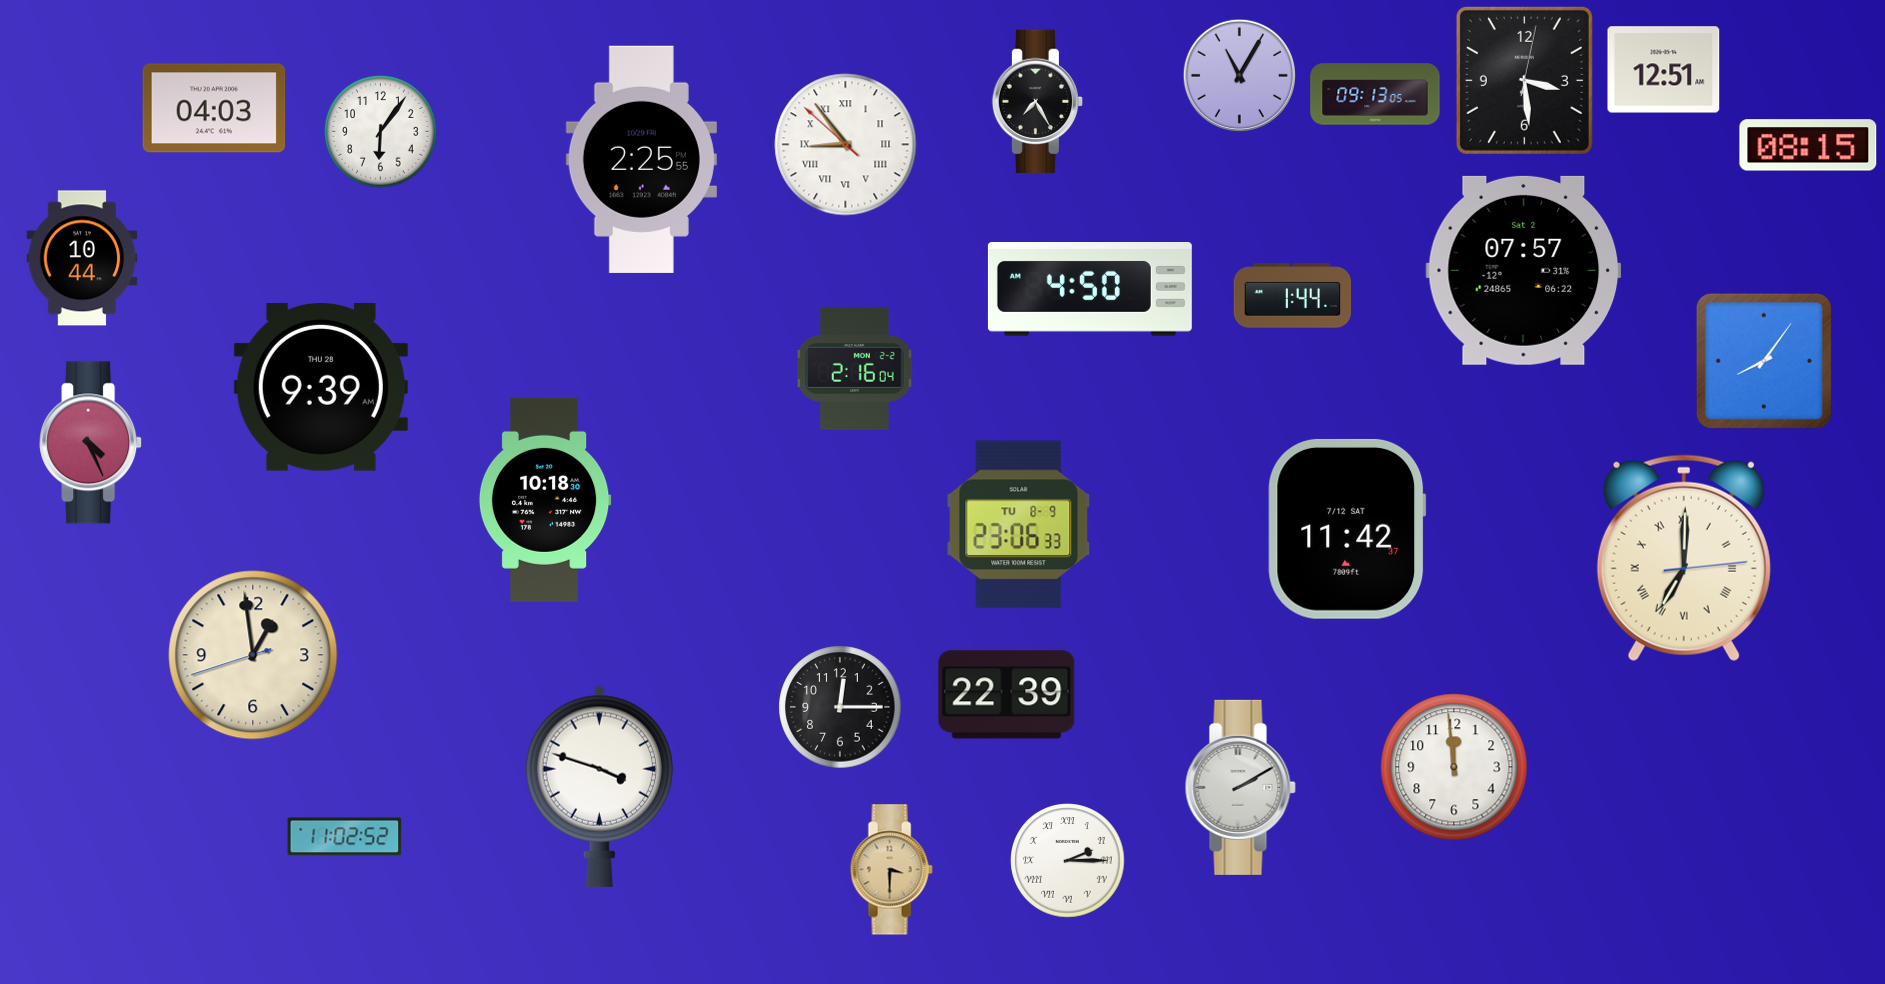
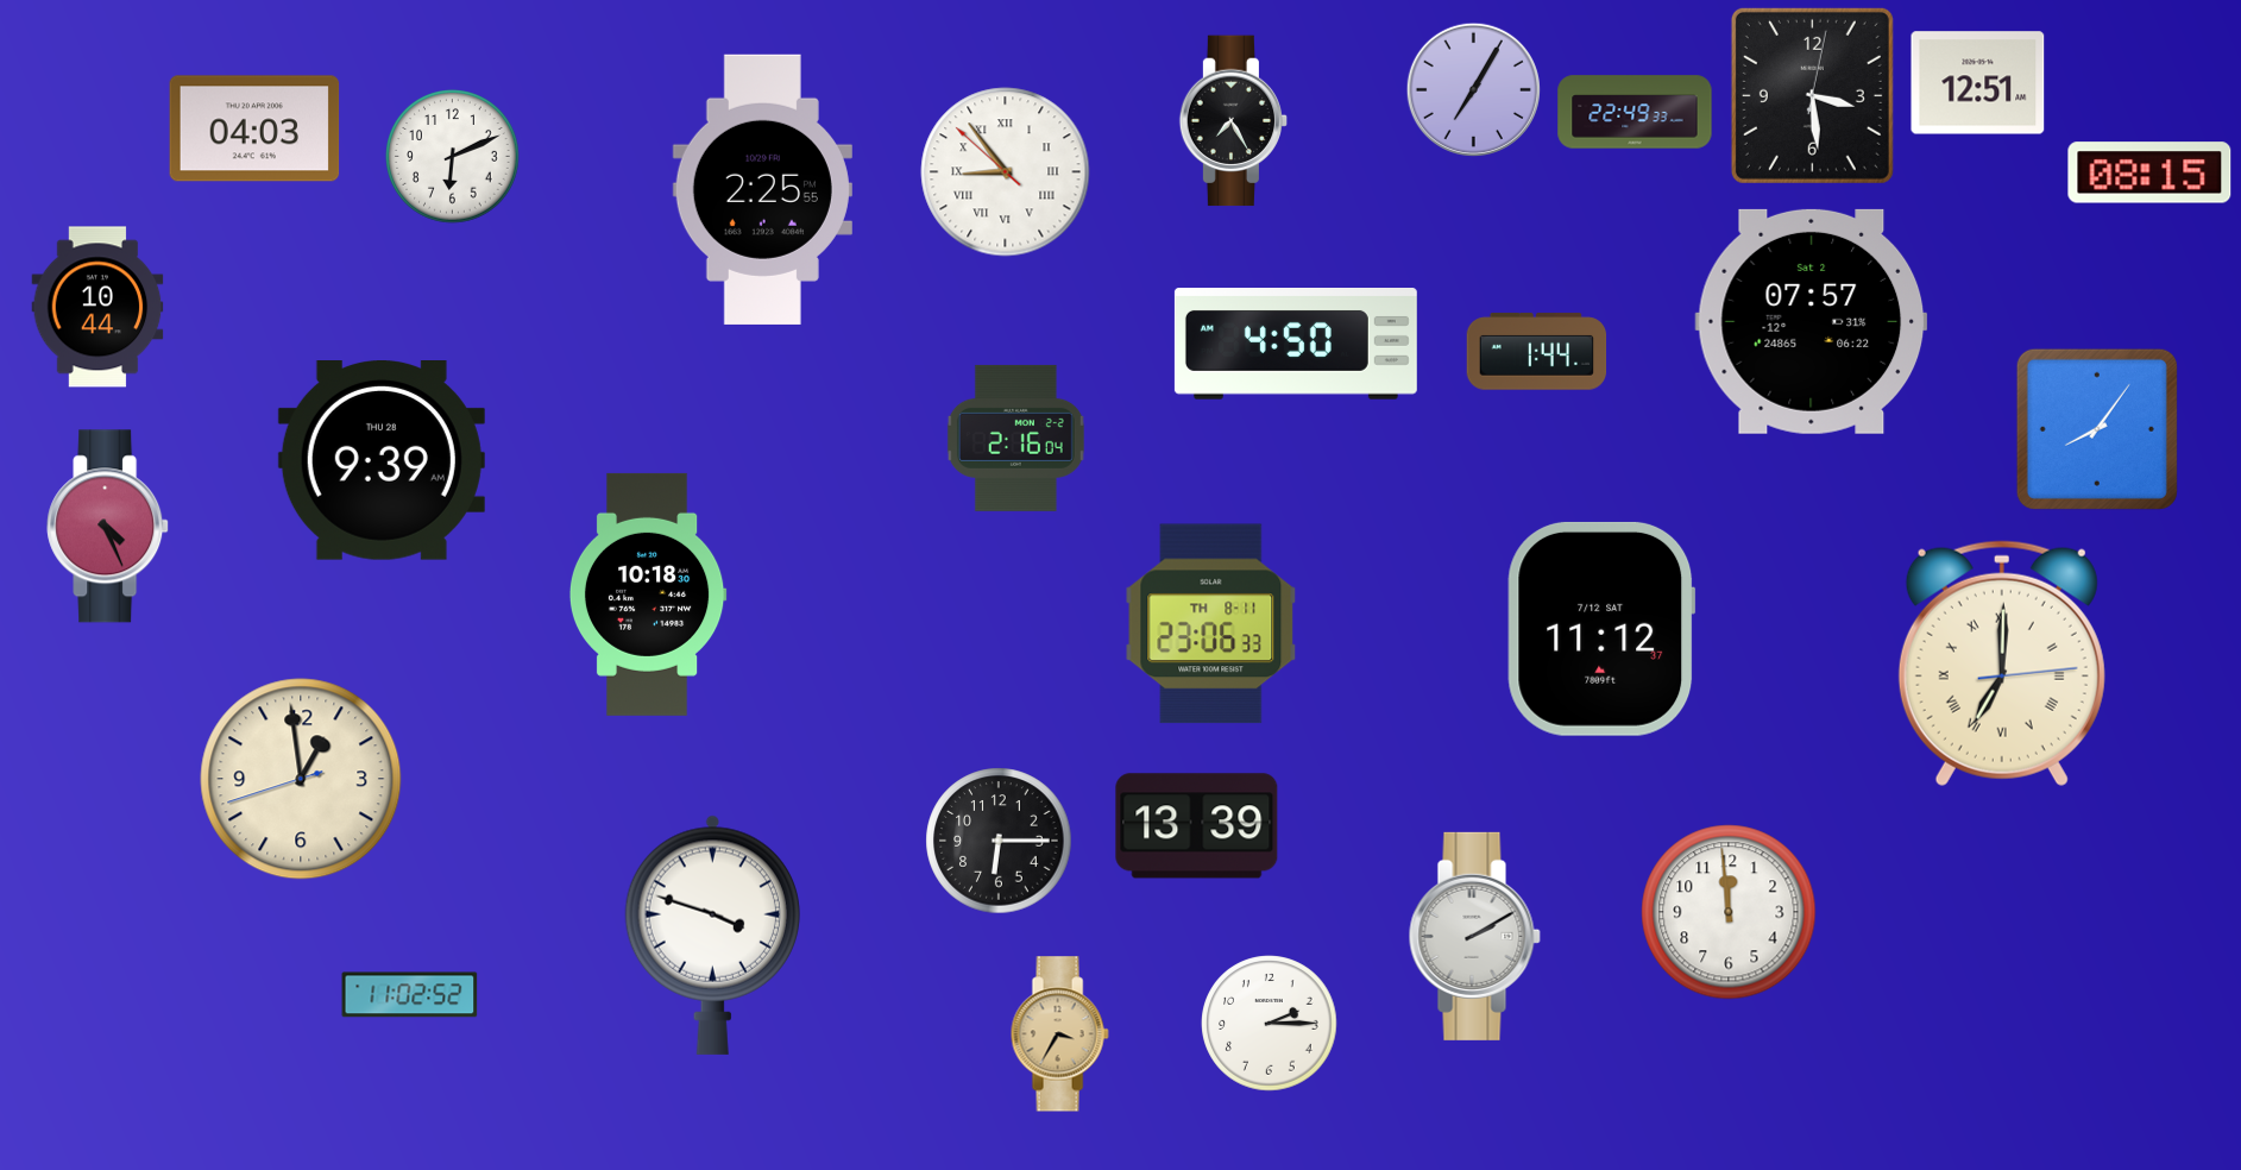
clock at (1239, 75): 11:05 -> 7:05
clock at (1375, 94): 09:13 -> 22:49
clock at (381, 132): 6:06 -> 6:11
clock at (1019, 525) date: TU 8-9 -> TH 8-11
clock at (1347, 529): 11:42 -> 11:12
clock at (1007, 695): 22:39 -> 13:39
clock at (840, 707): 12:15 -> 6:15
clock at (1068, 861) numerals: Roman -> Arabic
clock at (891, 870): 3:30 -> 3:35
